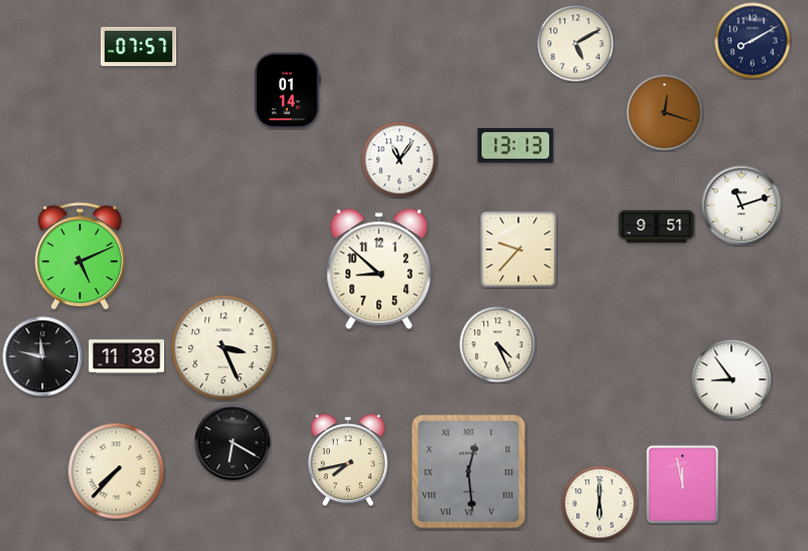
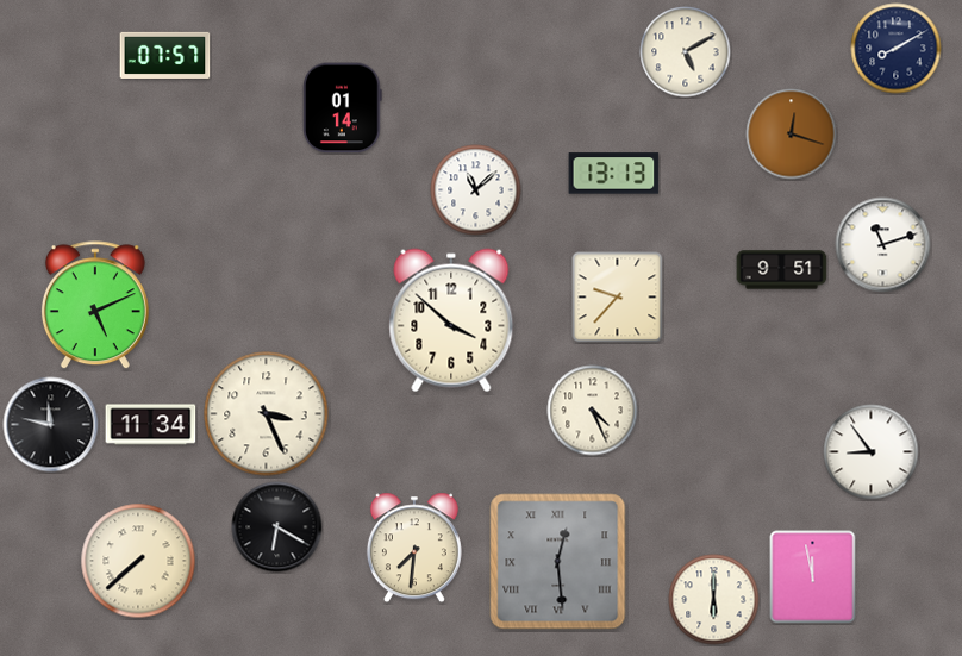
clock at (400, 160): 11:06 -> 11:08
clock at (379, 269): 8:52 -> 3:52
clock at (127, 357): 11:38 -> 11:34
clock at (348, 460): 7:43 -> 7:31
clock at (116, 471): 7:37 -> 7:38
